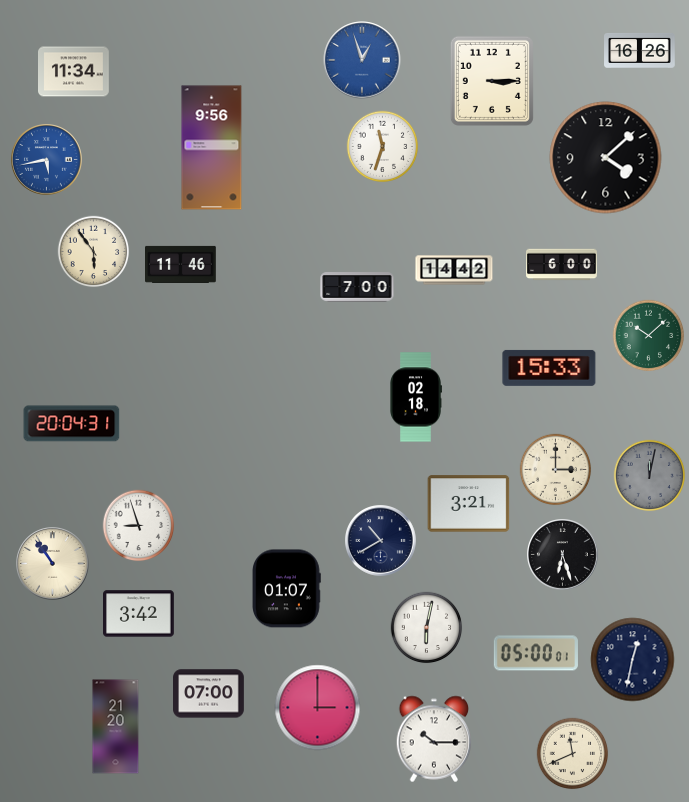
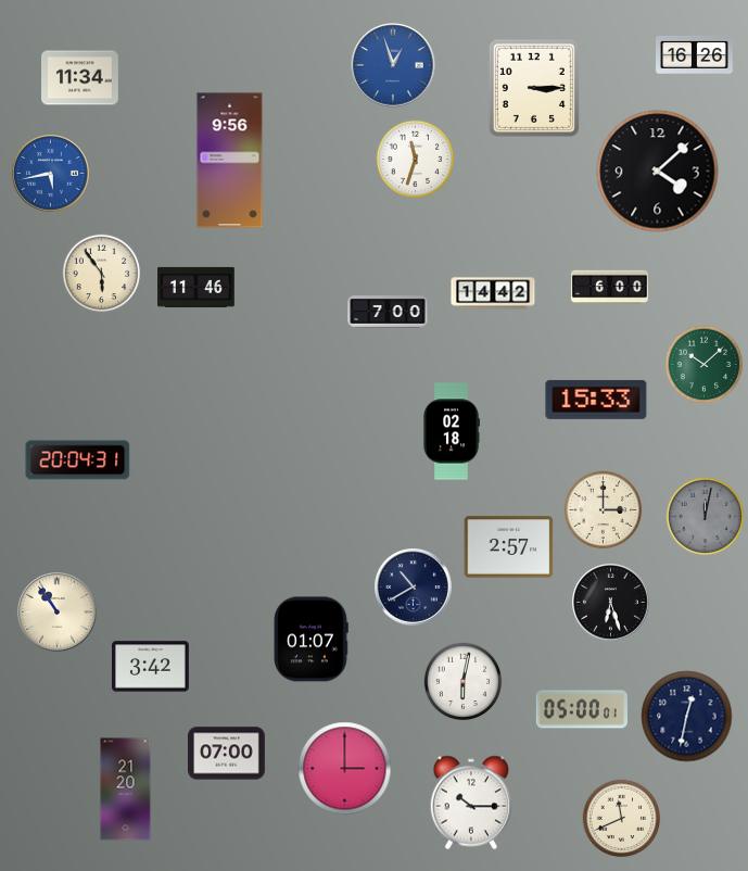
clock at (469, 504): 3:21 -> 2:57
clock at (139, 526): 8:57 -> none
